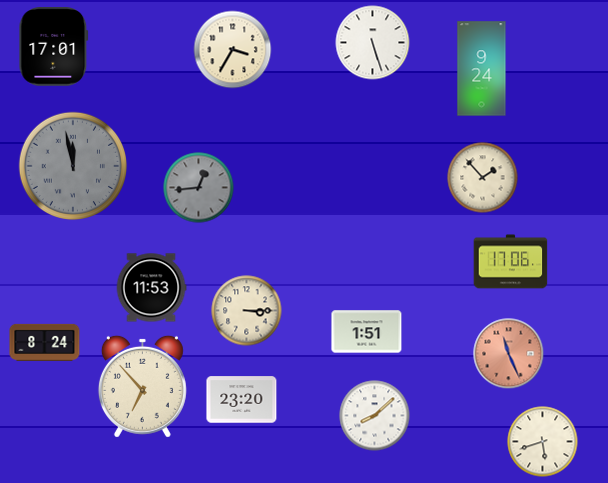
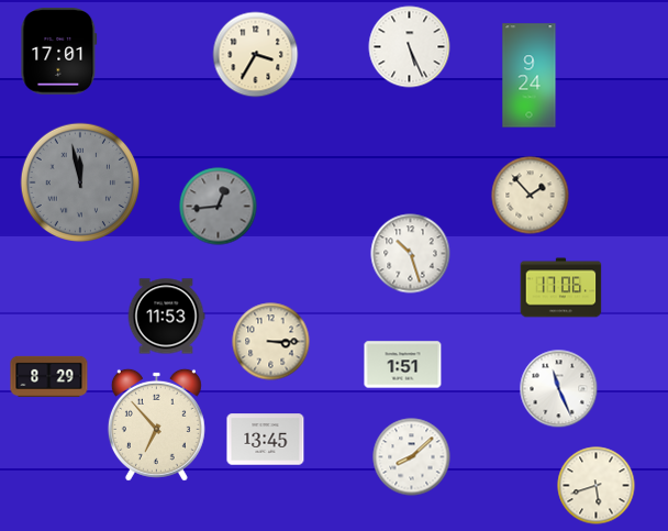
clock at (373, 43): 5:27 -> 5:26
clock at (411, 254): none -> 10:27
clock at (45, 342): 8:24 -> 8:29
clock at (509, 354) dial: salmon -> white
clock at (242, 400): 23:20 -> 13:45
